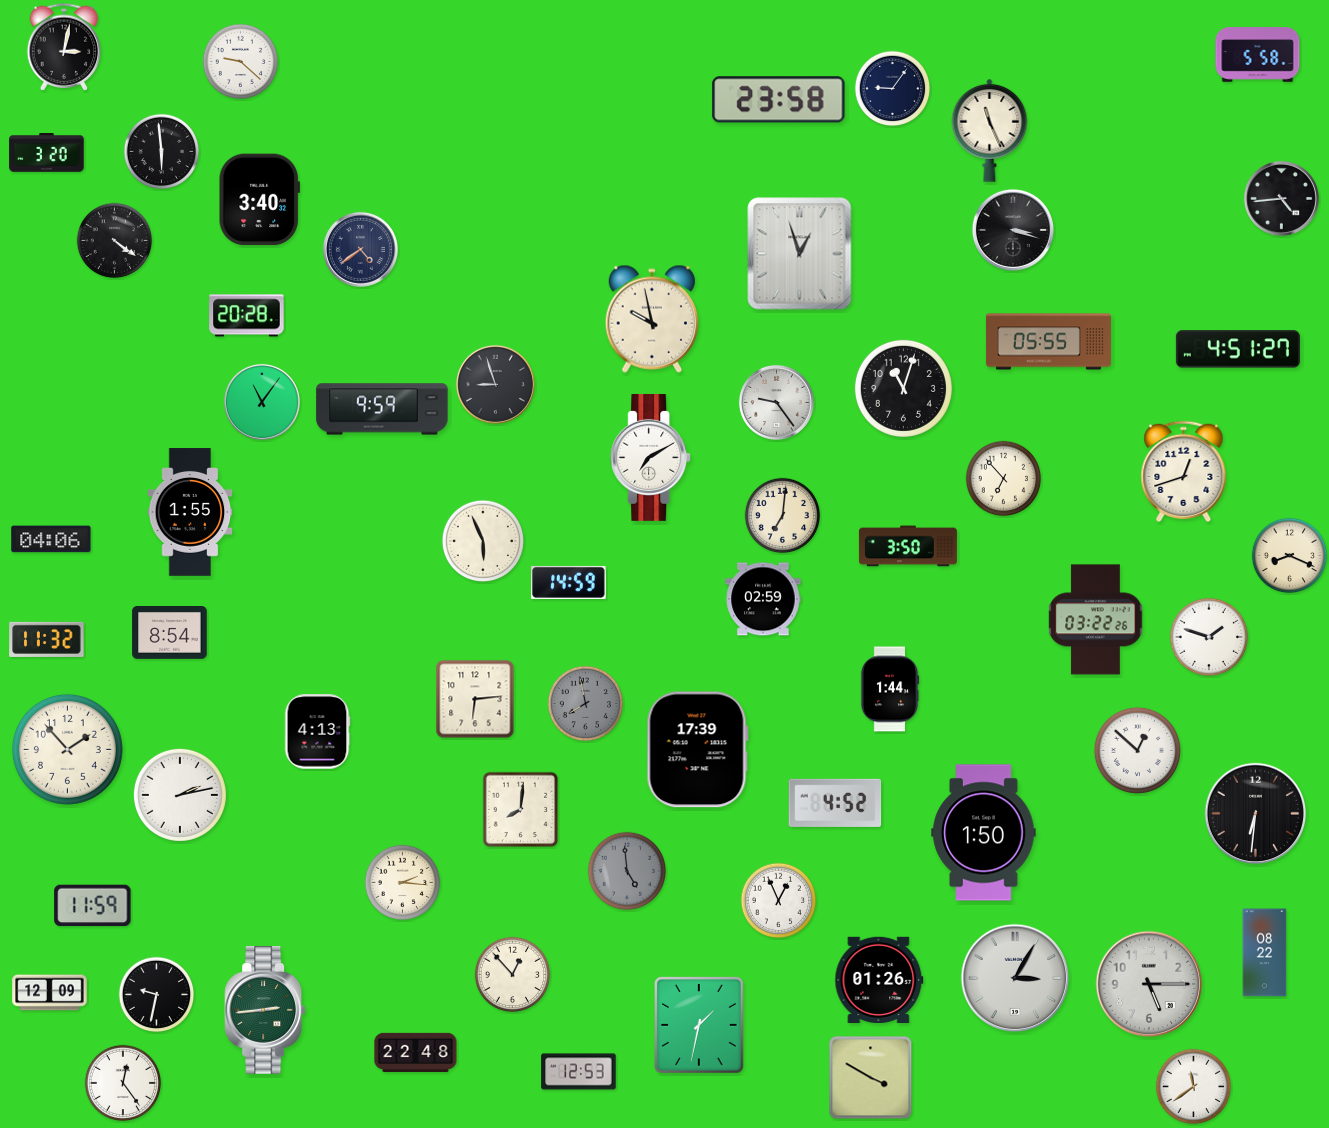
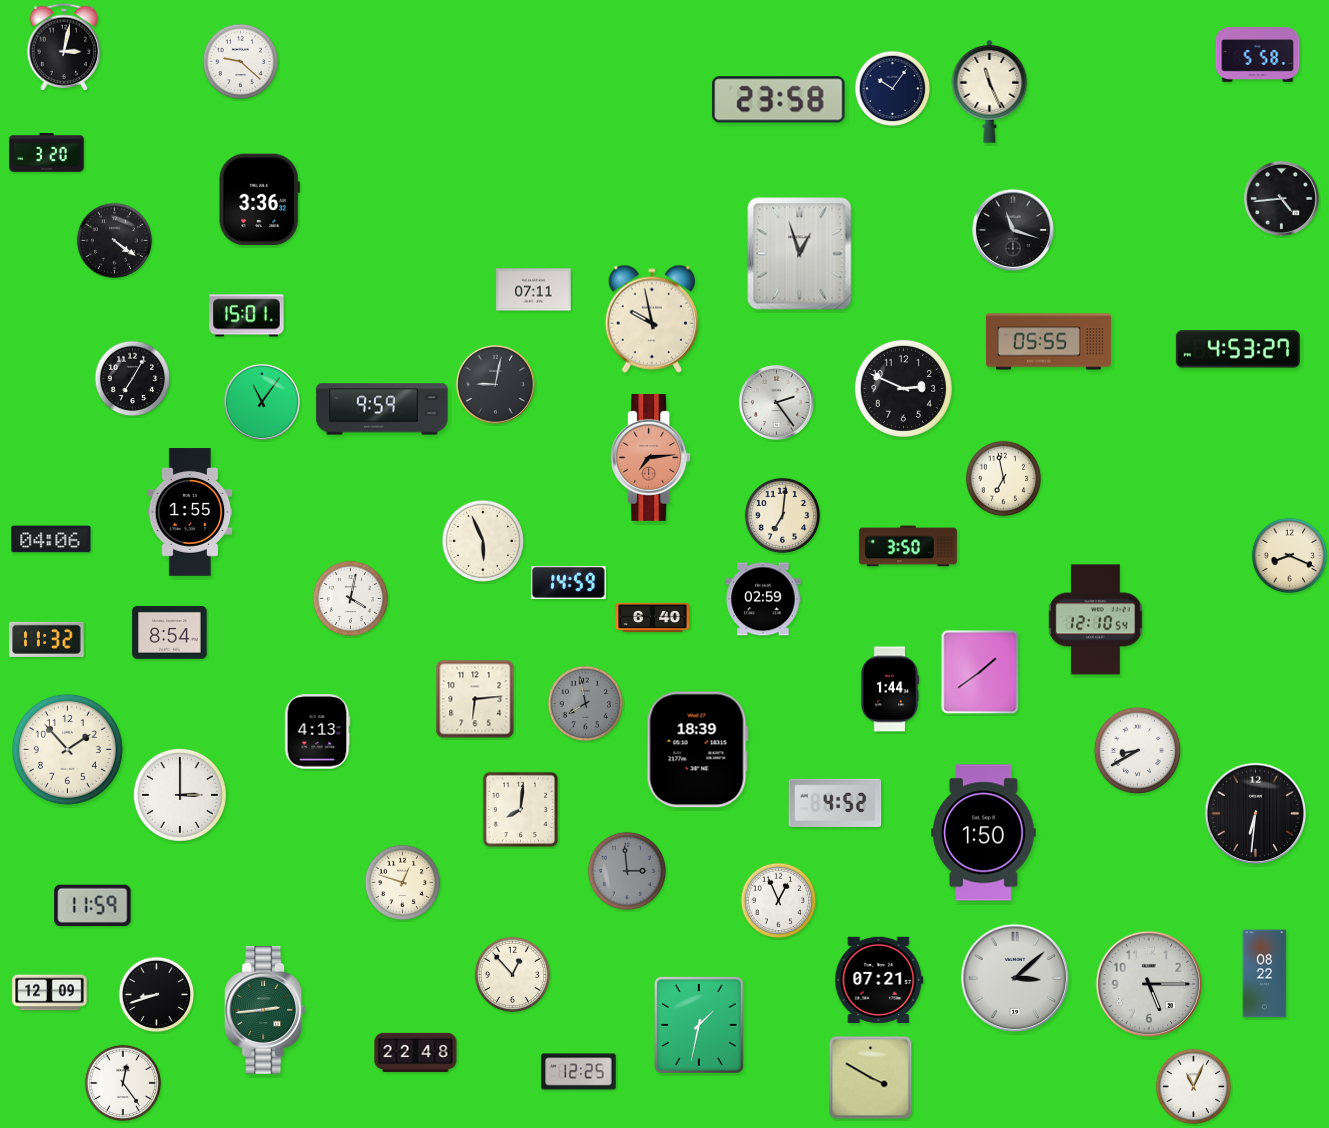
clock at (893, 89): 9:06 -> 10:06
clock at (990, 130) position: (990, 130) -> (990, 91)
clock at (162, 152): 5:59 -> none
clock at (259, 200): 3:40 -> 3:36
clock at (1013, 230): 3:18 -> 11:18
clock at (360, 249): 4:39 -> none
clock at (534, 290): none -> 07:11
clock at (247, 316): 20:28 -> 15:01
clock at (1238, 349): 4:51 -> 4:53
clock at (133, 379): none -> 7:05
clock at (495, 384): 8:57 -> 9:02
clock at (903, 388): 11:03 -> 2:49
clock at (776, 402): 9:24 -> 2:24
clock at (651, 457): 7:10 -> 7:14
clock at (651, 457) dial: white -> salmon
clock at (1184, 471): 12:42 -> none
clock at (1004, 479): 6:53 -> 6:58
clock at (351, 599): none -> 4:02
clock at (653, 617): none -> 6:40
clock at (1096, 620): 03:22 -> 12:10
clock at (1209, 637): 1:48 -> none
clock at (980, 672): none -> 1:39
clock at (697, 750): 17:39 -> 18:39
clock at (1137, 750): 12:52 -> 8:40
clock at (180, 795): 2:13 -> 3:00
clock at (627, 871): 4:59 -> 2:59
clock at (403, 883): 2:16 -> 12:48
clock at (1265, 953) position: (1265, 953) -> (1265, 974)
clock at (1015, 978): 3:05 -> 3:08
clock at (879, 979): 01:26 -> 07:21
clock at (157, 995): 9:32 -> 8:42
clock at (579, 1072): 12:53 -> 12:25
clock at (1194, 1087): 11:39 -> 11:04
